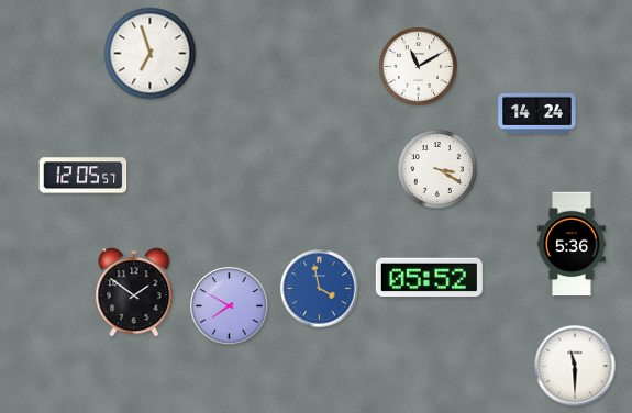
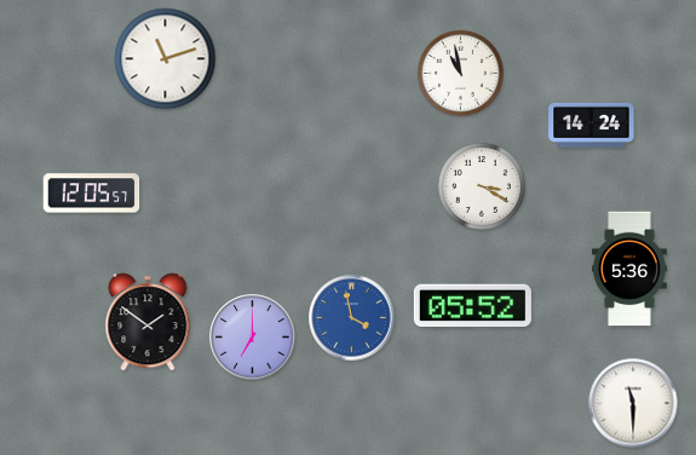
clock at (151, 54): 6:57 -> 11:12
clock at (418, 66): 11:10 -> 10:58
clock at (230, 306): 7:50 -> 7:00
